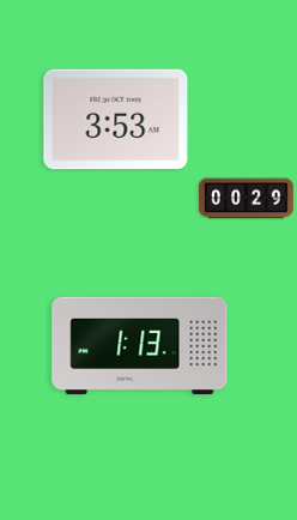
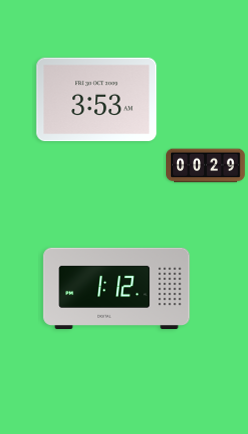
clock at (140, 346): 1:13 -> 1:12
